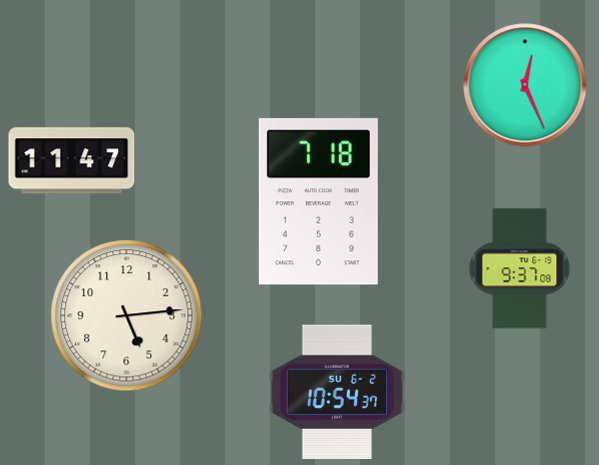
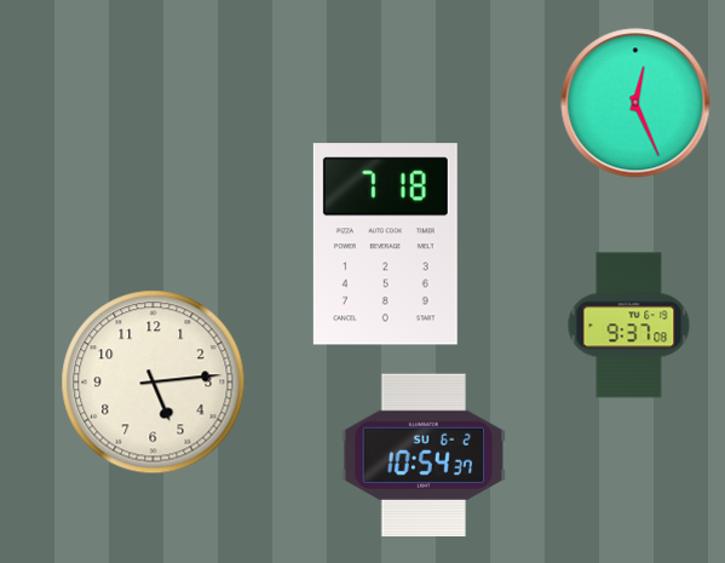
clock at (72, 161): 11:47 -> none
clock at (337, 391) position: (337, 391) -> (424, 454)
